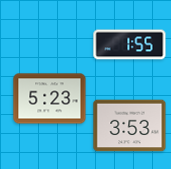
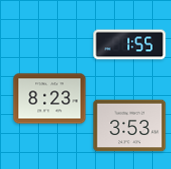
clock at (50, 99): 5:23 -> 8:23
